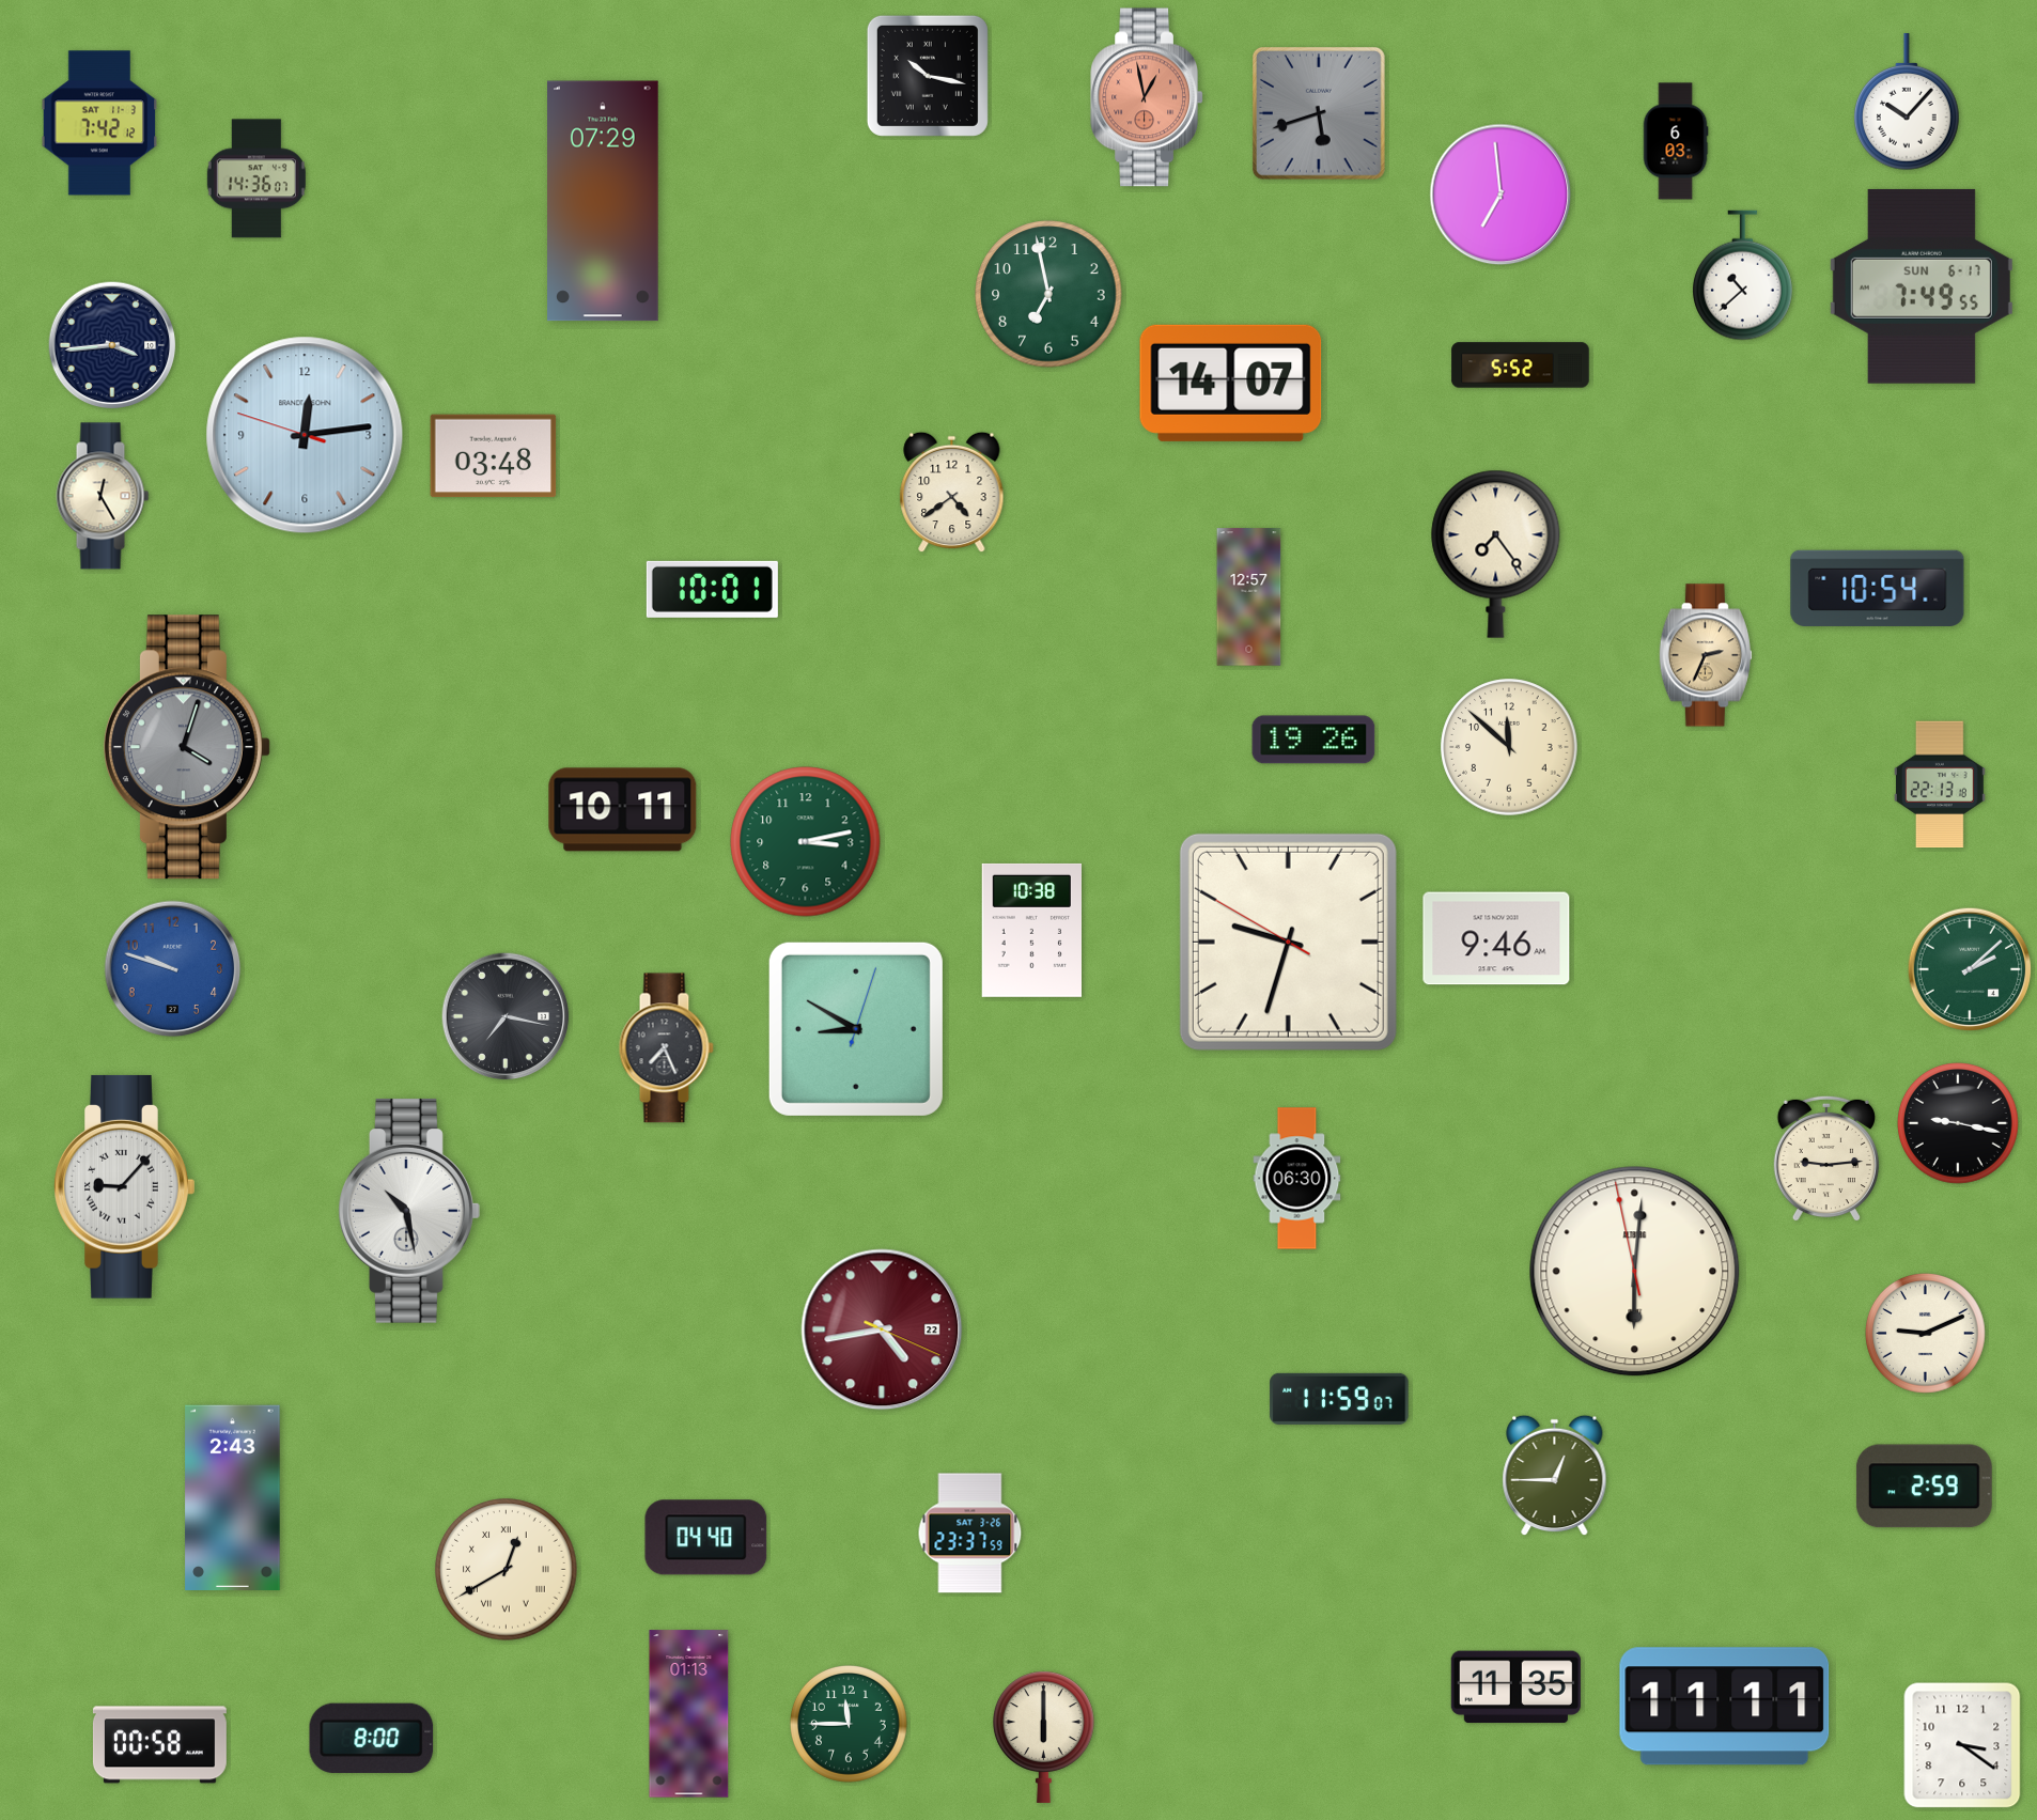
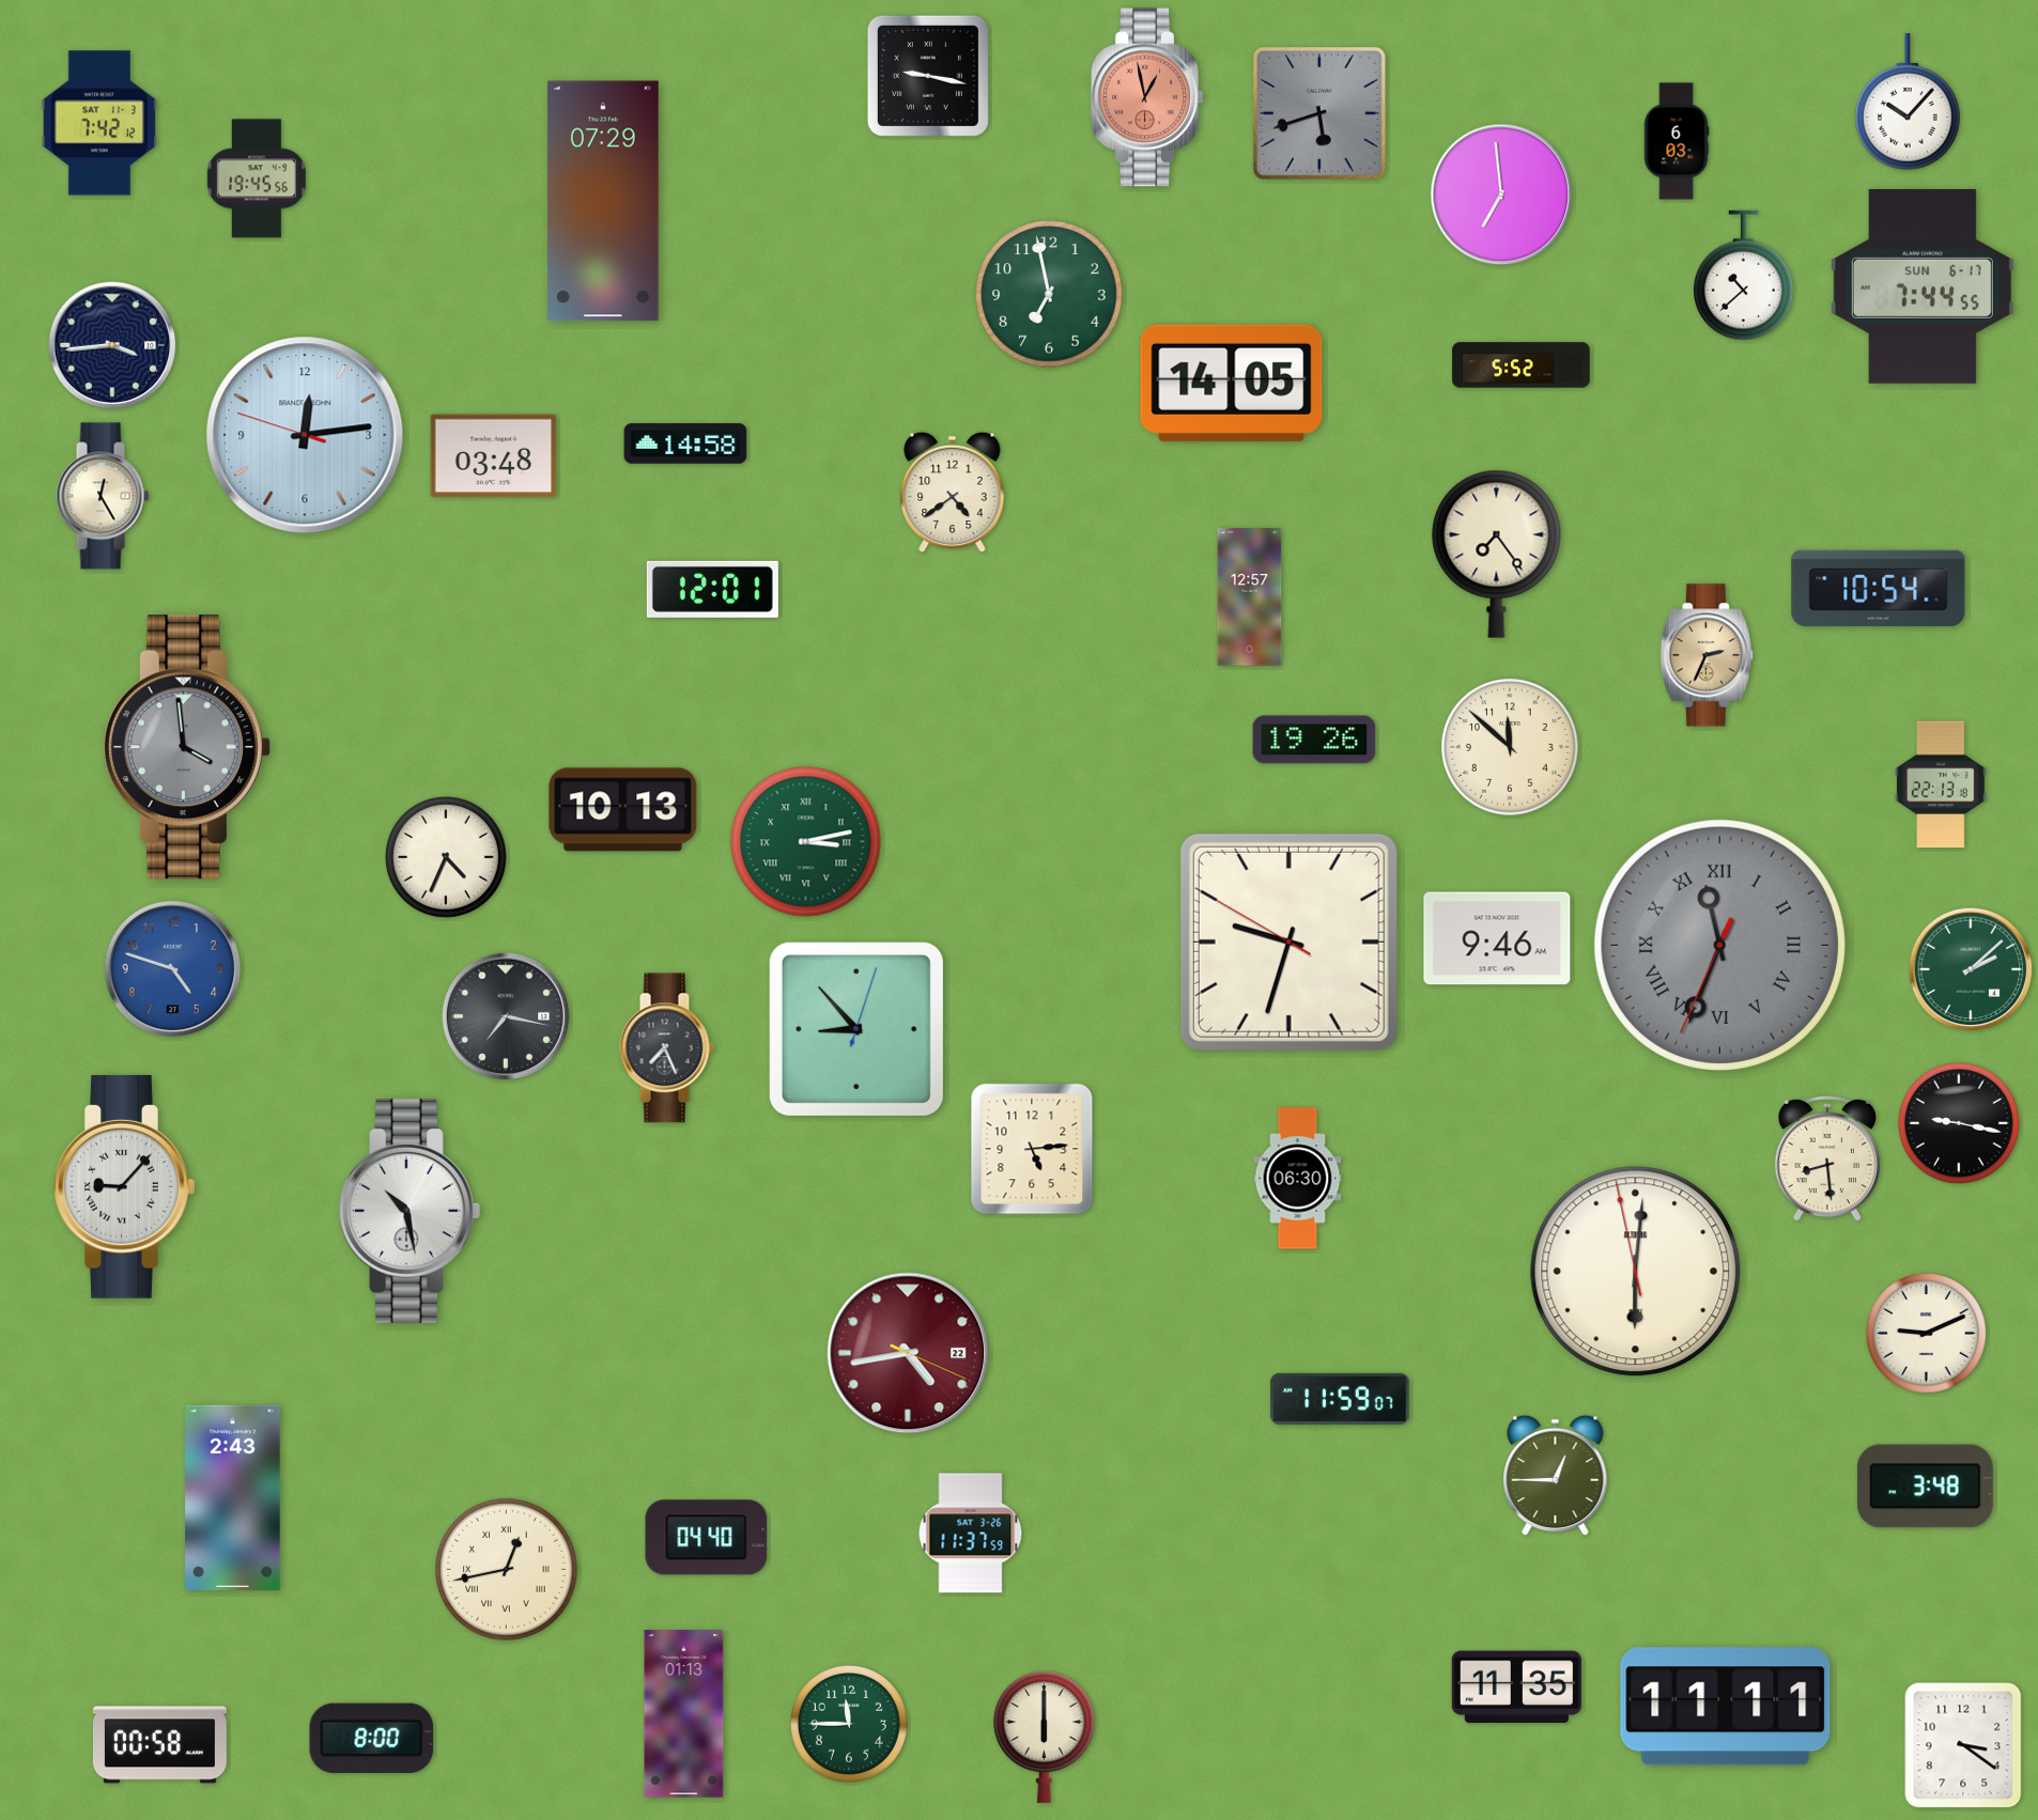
clock at (928, 76): 10:17 -> 9:17
clock at (256, 178): 14:36 -> 19:45
clock at (1922, 286): 7:49 -> 7:44
clock at (1231, 383): 14:07 -> 14:05
clock at (685, 444): none -> 14:58
clock at (712, 589): 10:01 -> 12:01
clock at (187, 747): 4:03 -> 3:59
clock at (623, 810): 10:11 -> 10:13
clock at (806, 842) numerals: Arabic -> Roman
clock at (447, 858): none -> 4:34
clock at (1032, 930): 10:38 -> none
clock at (1719, 945): none -> 11:33
clock at (173, 969): 9:48 -> 4:48
clock at (856, 1029): 8:50 -> 8:53
clock at (1032, 1149): none -> 5:14
clock at (1826, 1158): 9:14 -> 8:29
clock at (882, 1329) position: (882, 1329) -> (908, 1353)
clock at (1924, 1487): 2:59 -> 3:48
clock at (970, 1534): 23:37 -> 11:37
clock at (507, 1570): 12:40 -> 12:43
clock at (689, 1714) position: (689, 1714) -> (684, 1714)
